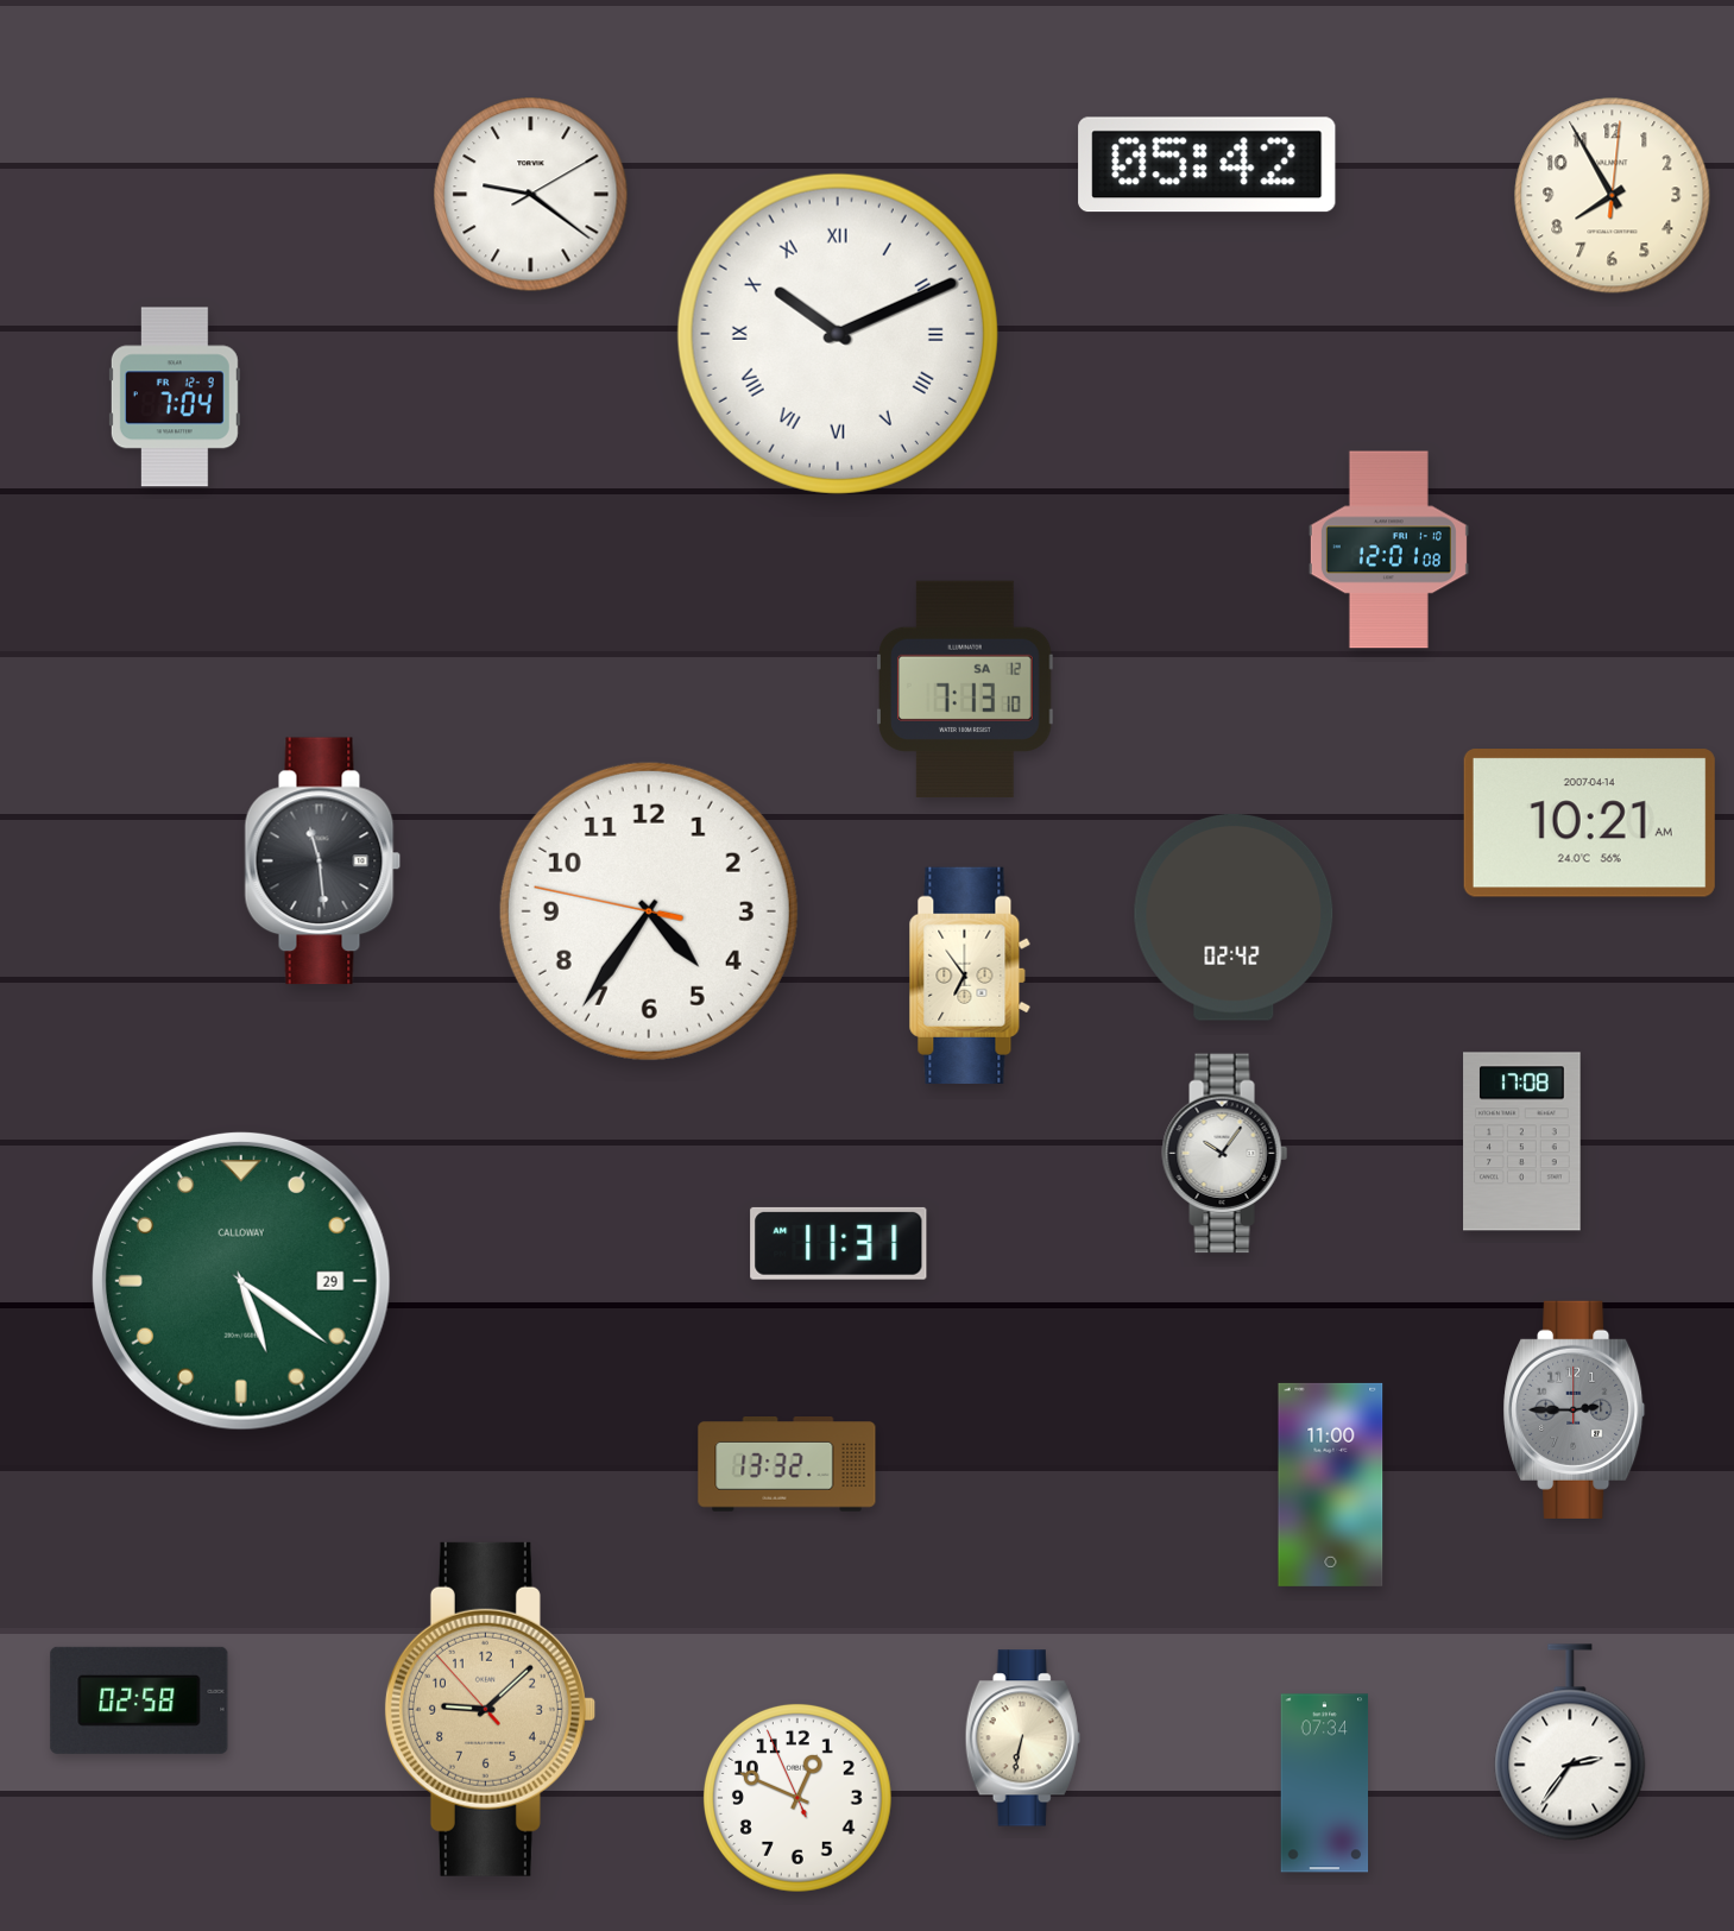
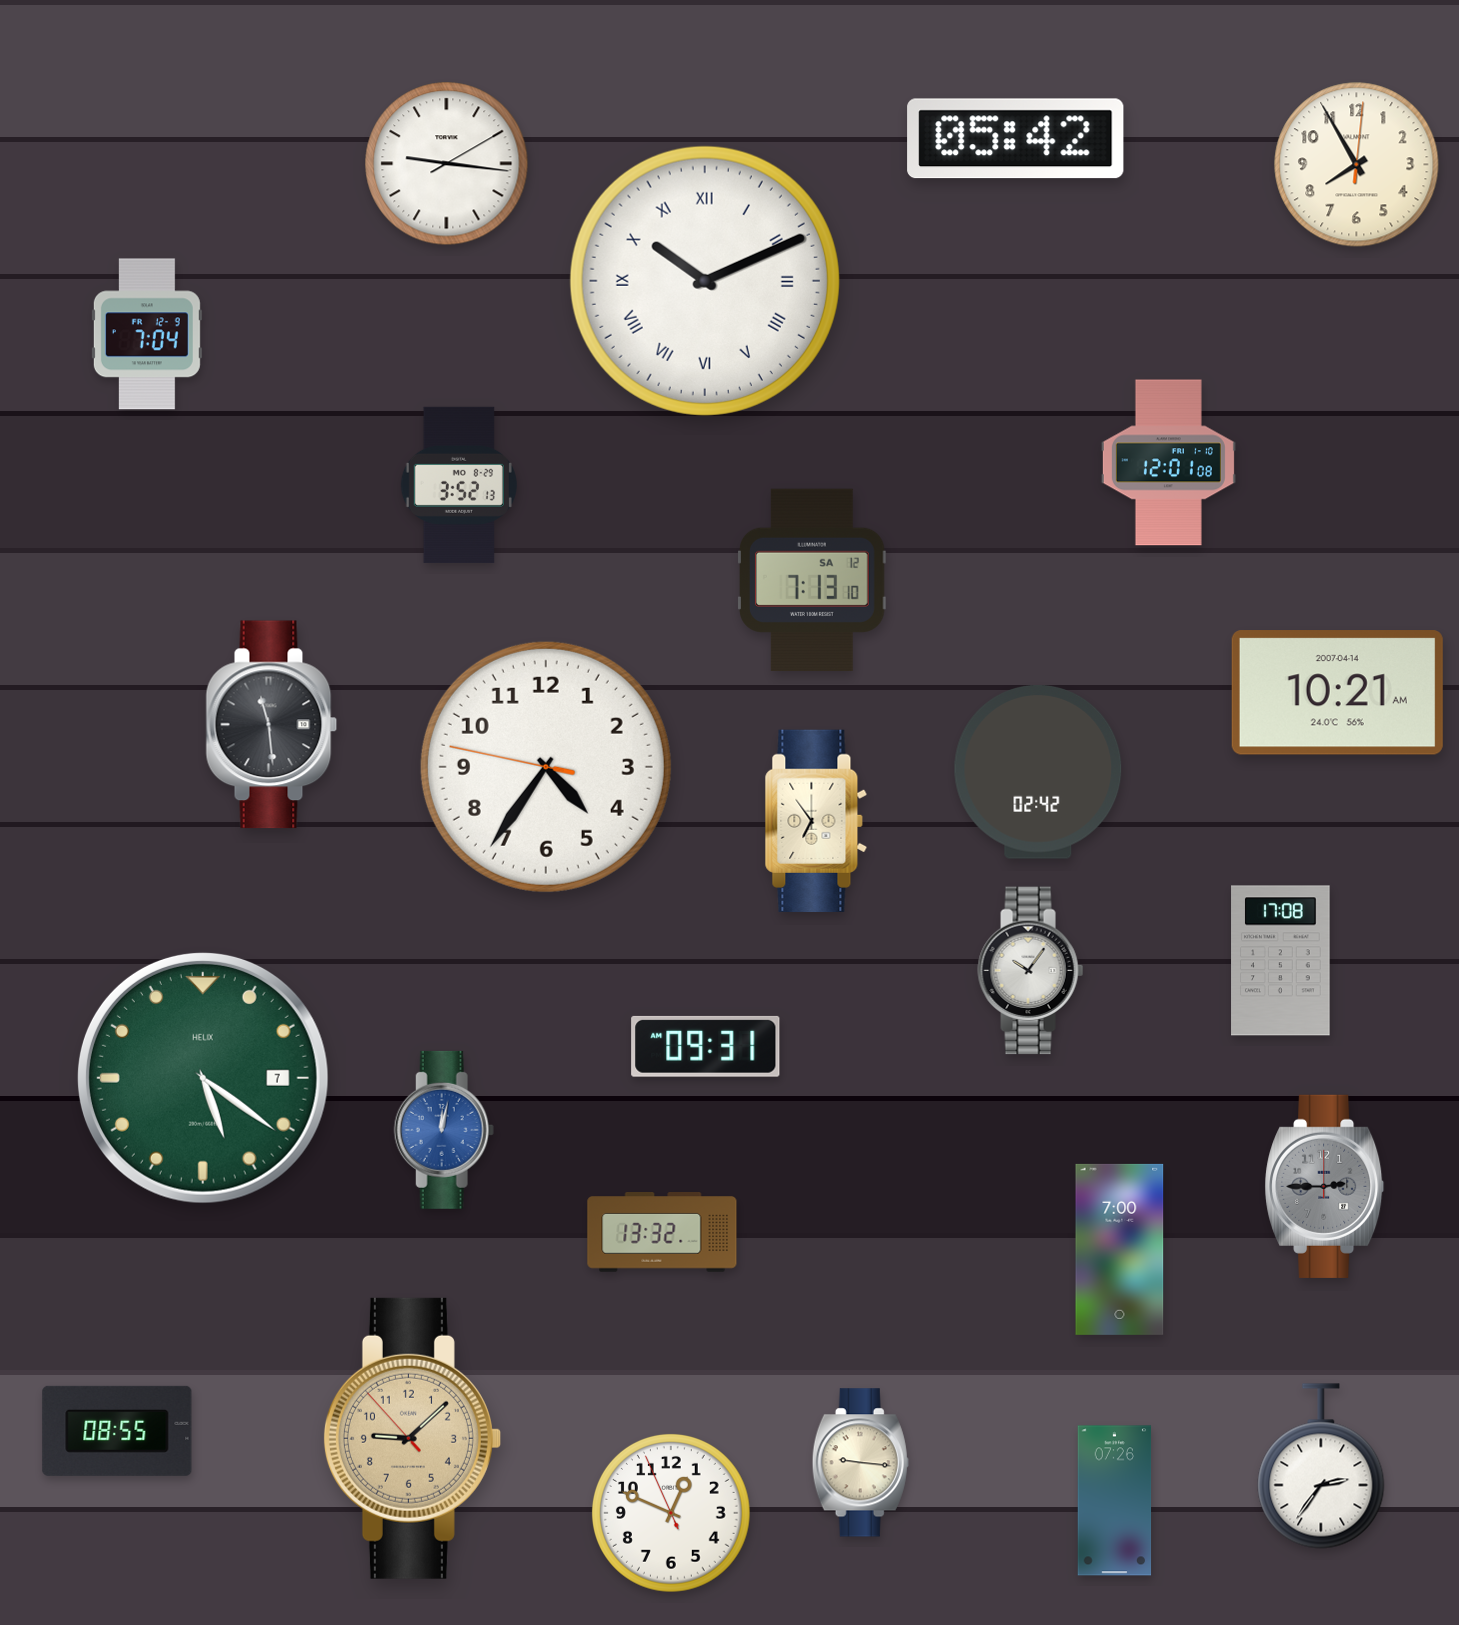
clock at (531, 195): 9:21 -> 9:16
clock at (459, 485): none -> 3:52
clock at (839, 1243): 11:31 -> 09:31
clock at (241, 1281) date: 29 -> 7
clock at (241, 1281) brand: CALLOWAY -> HELIX
clock at (444, 1130): none -> 12:02
clock at (1331, 1484): 11:00 -> 7:00
clock at (139, 1700): 02:58 -> 08:55
clock at (1022, 1738): 6:32 -> 9:16
clock at (1325, 1784): 07:34 -> 07:26
